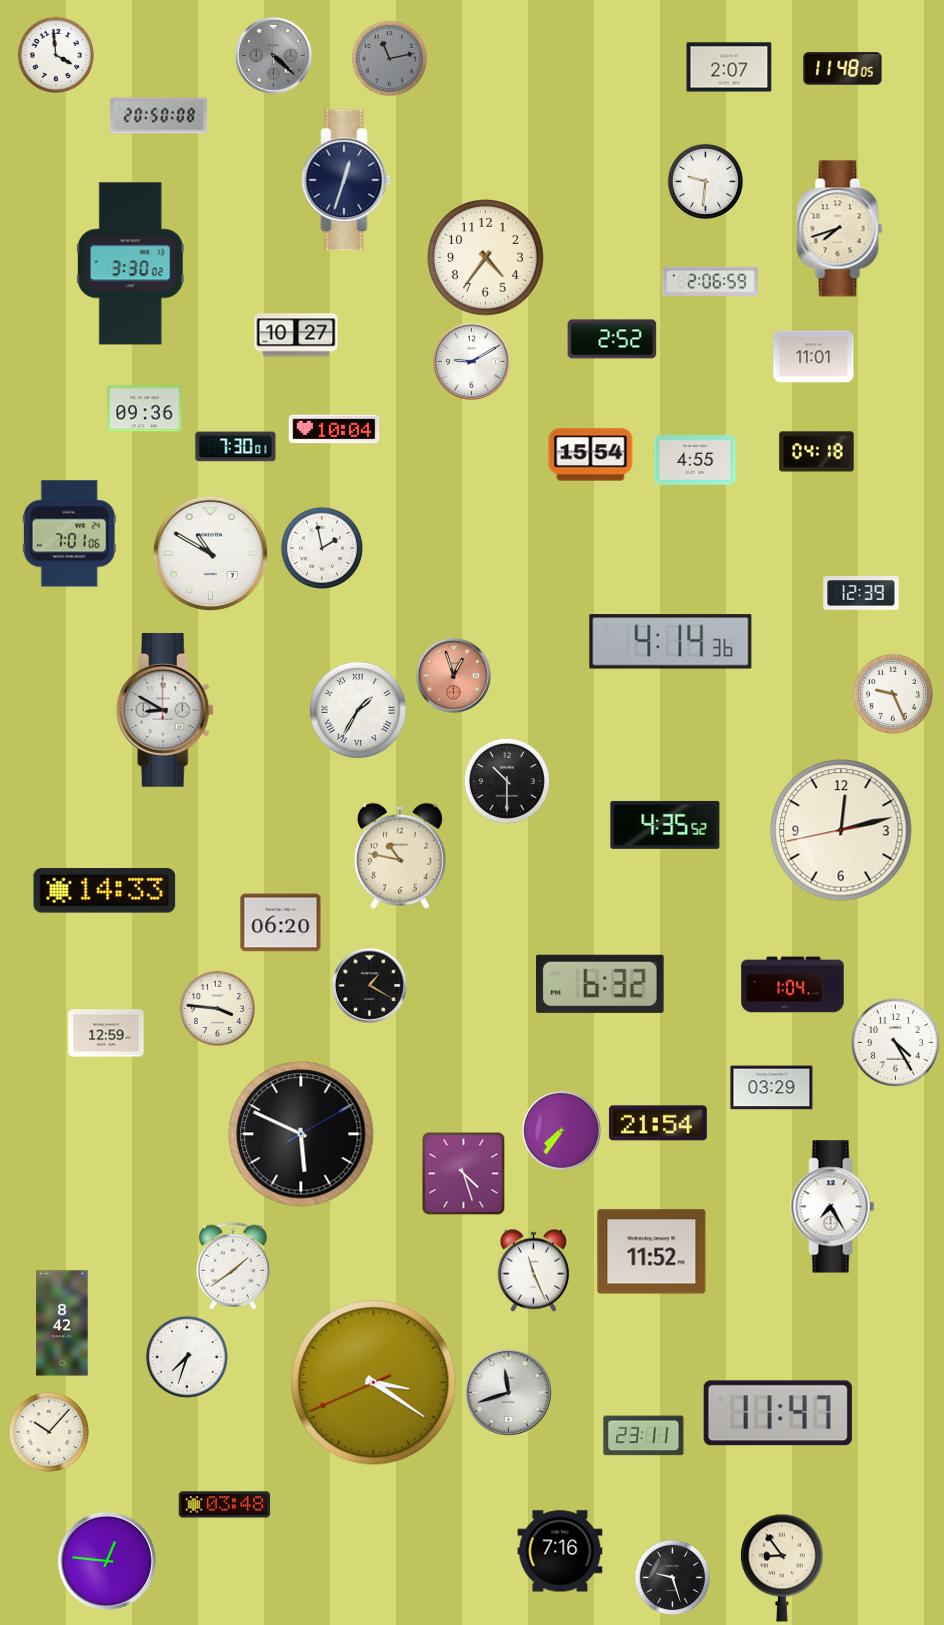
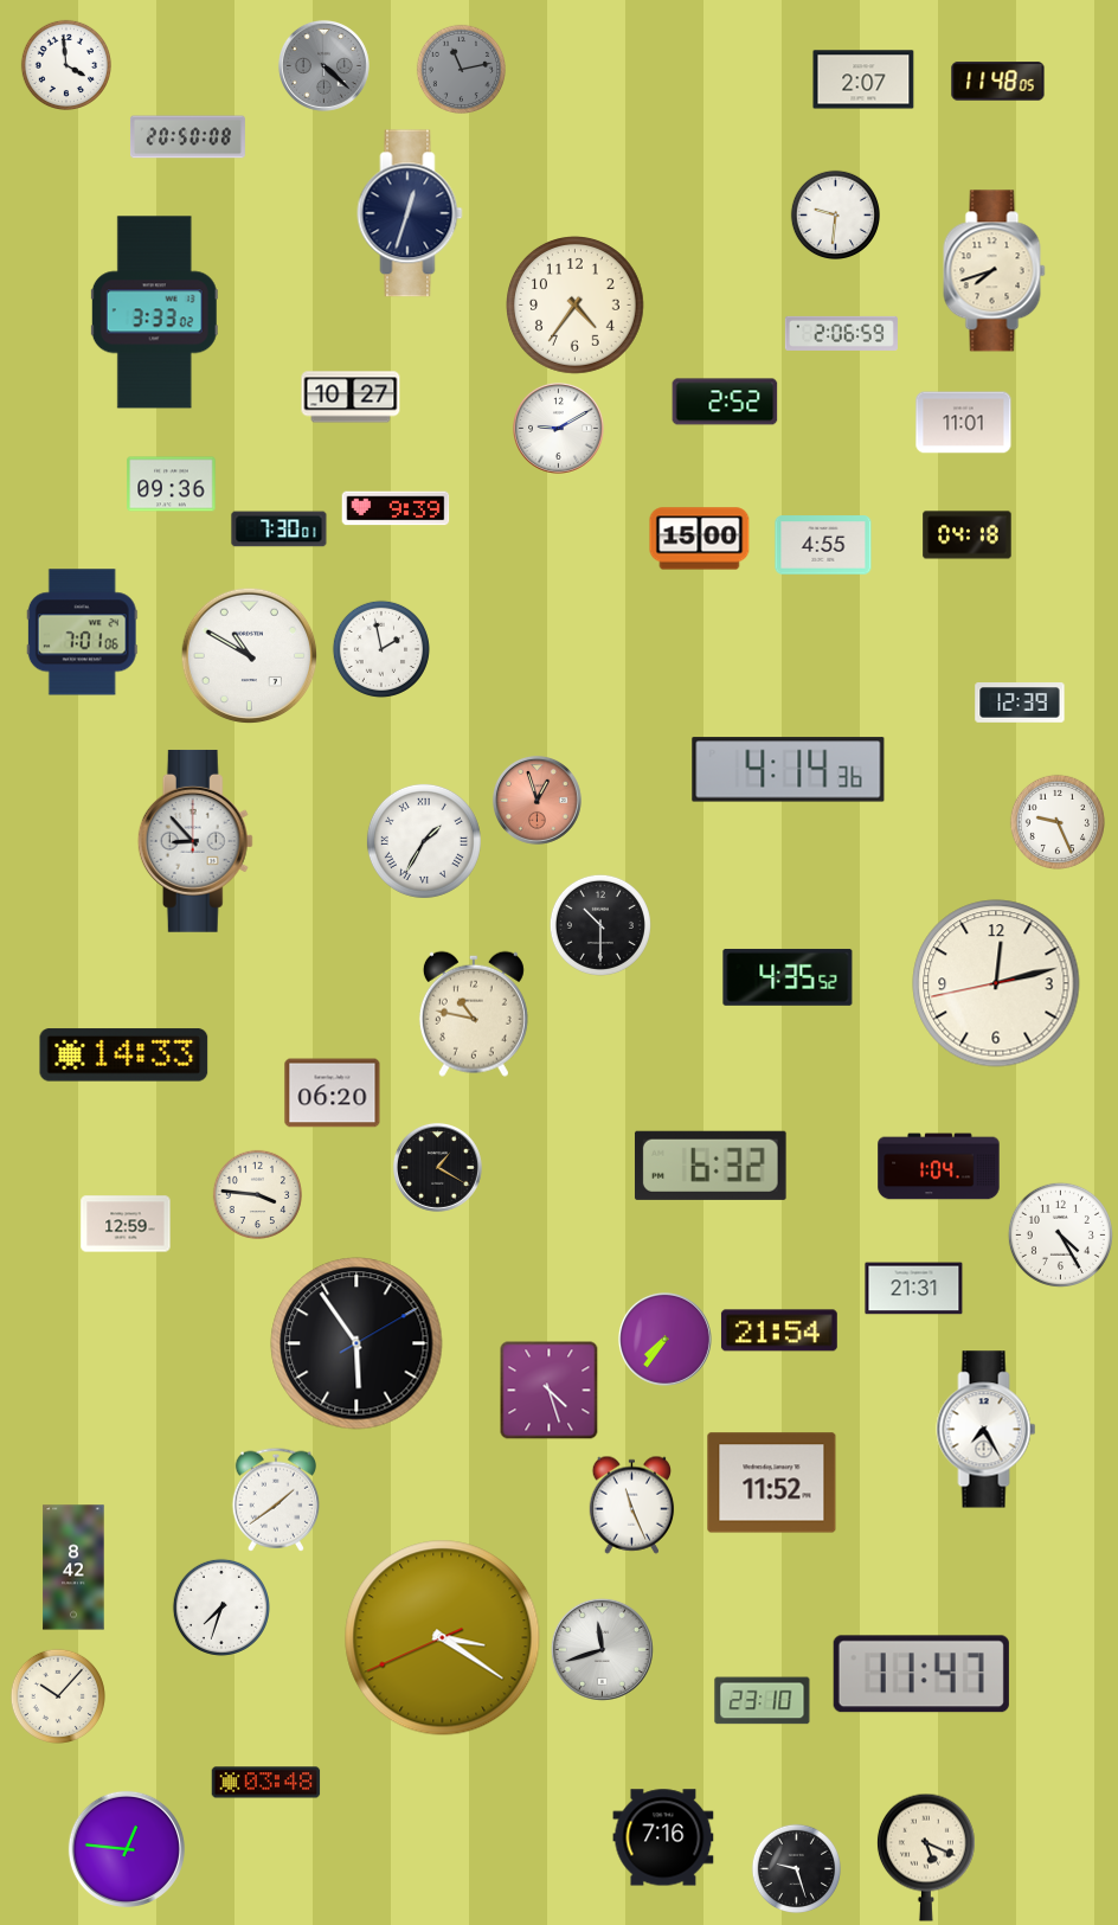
clock at (130, 264): 3:30 -> 3:33
clock at (334, 429): 10:04 -> 9:39
clock at (591, 455): 15:54 -> 15:00
clock at (671, 642) position: (671, 642) -> (789, 770)
clock at (165, 710): 8:50 -> 8:53
clock at (772, 1088): 03:29 -> 21:31
clock at (301, 1134): 5:49 -> 5:54
clock at (644, 1436): 23:11 -> 23:10
clock at (782, 1568): 8:54 -> 5:19
